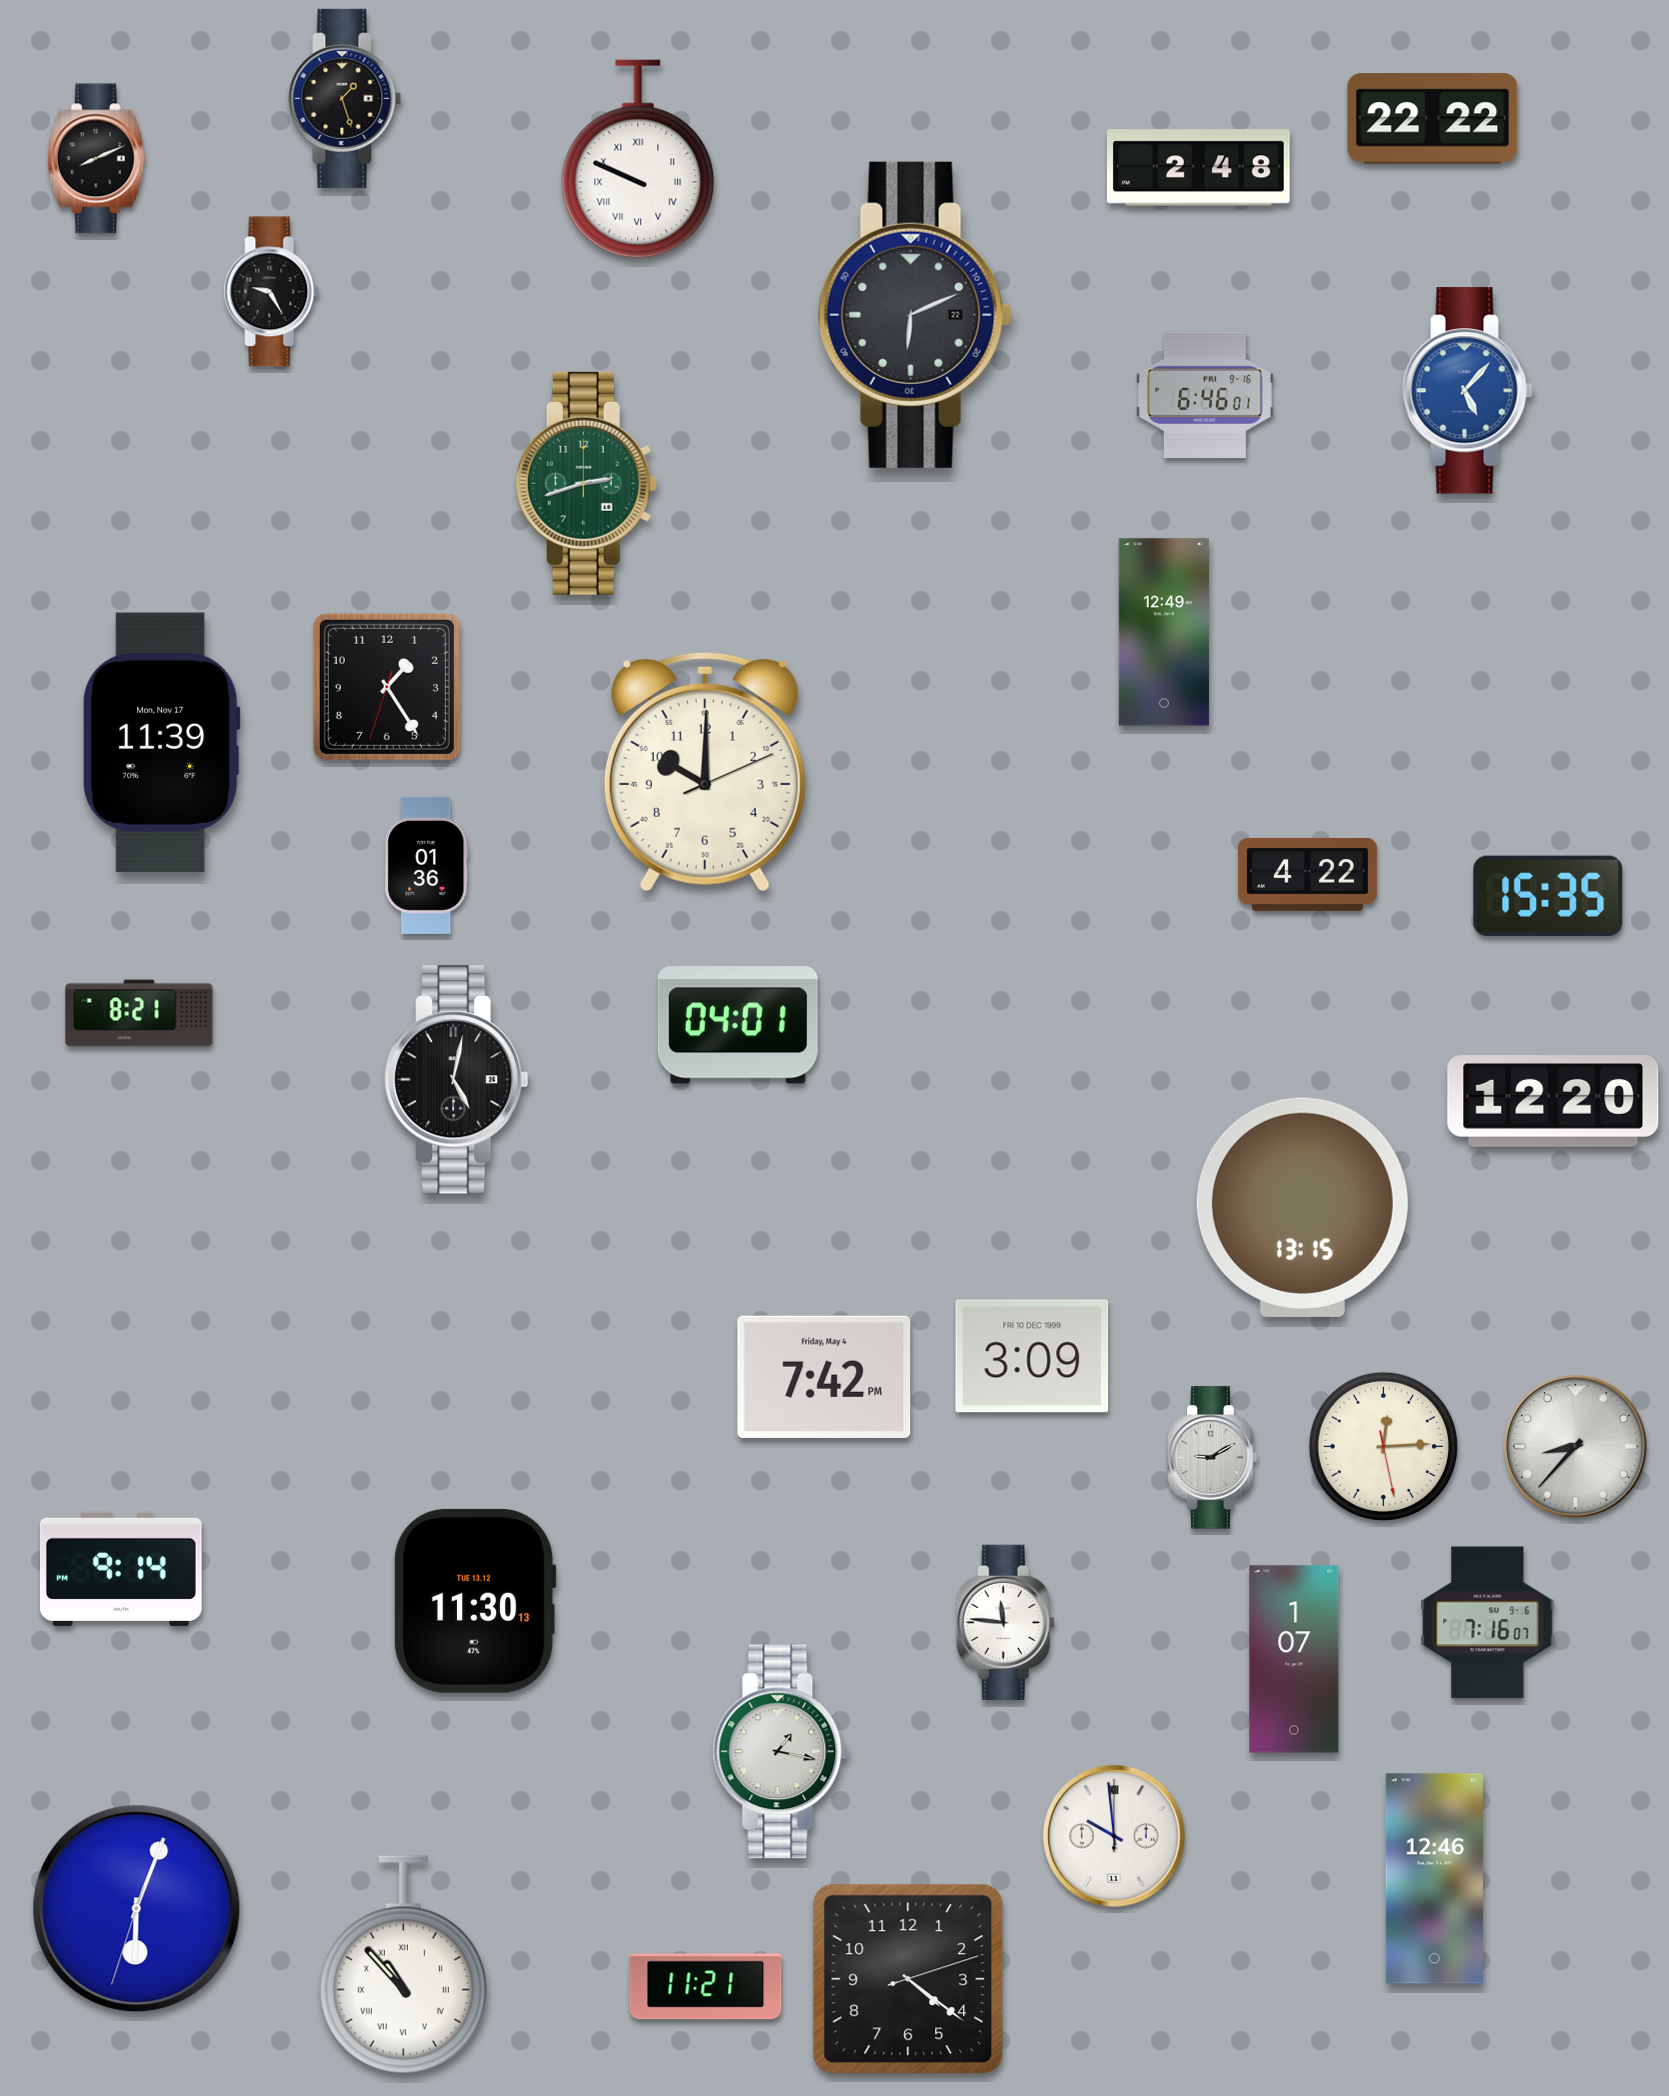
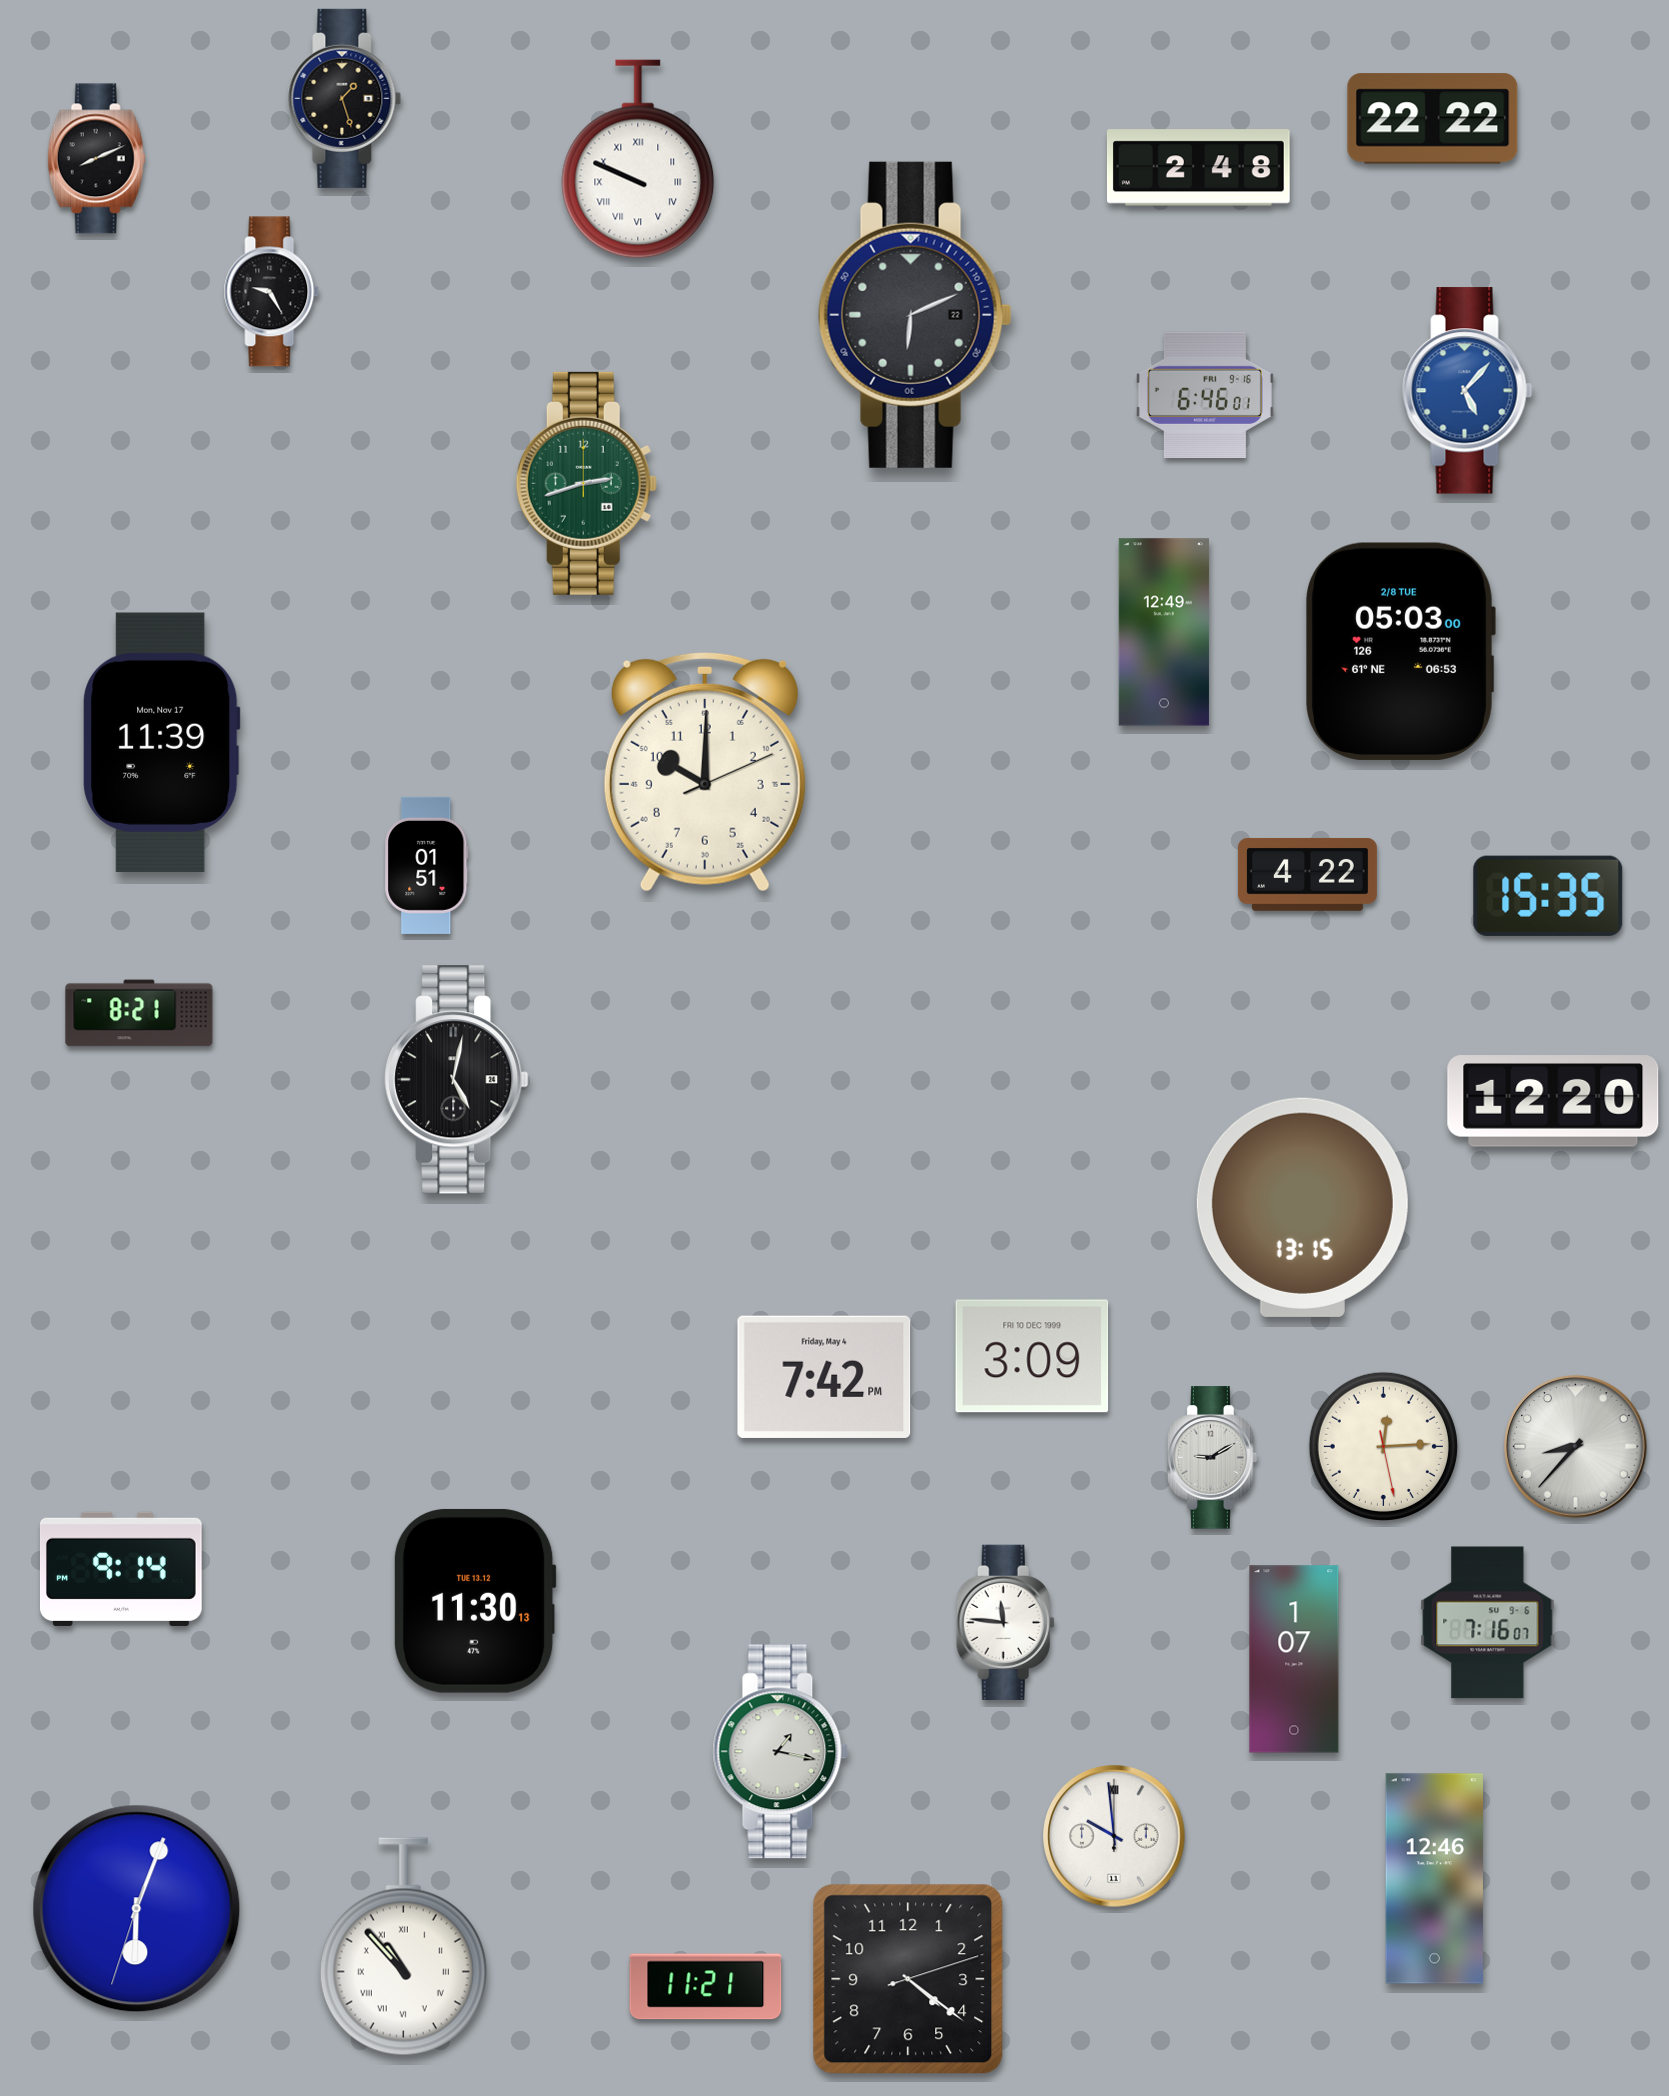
clock at (1400, 651): none -> 05:03
clock at (387, 687): 1:24 -> none
clock at (427, 865): 01:36 -> 01:51
clock at (738, 1025): 04:01 -> none
clock at (403, 1965) position: (403, 1965) -> (403, 1947)
